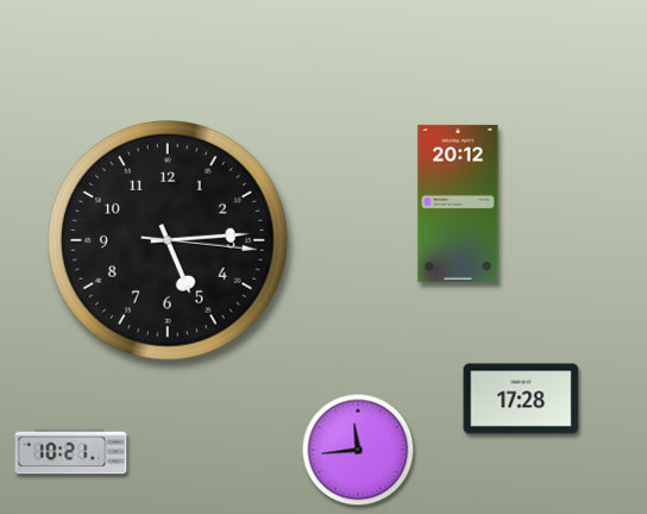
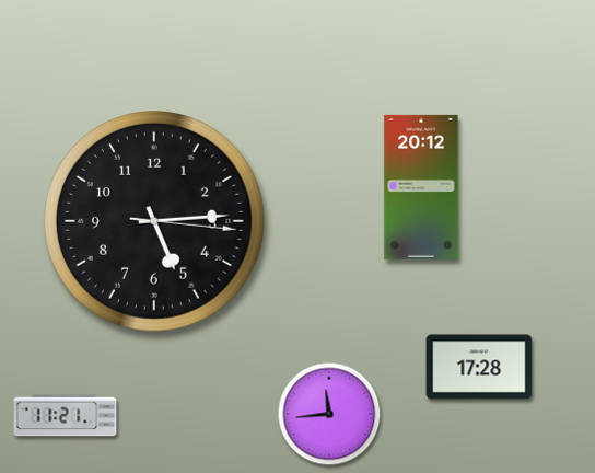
clock at (71, 452): 10:21 -> 11:21
